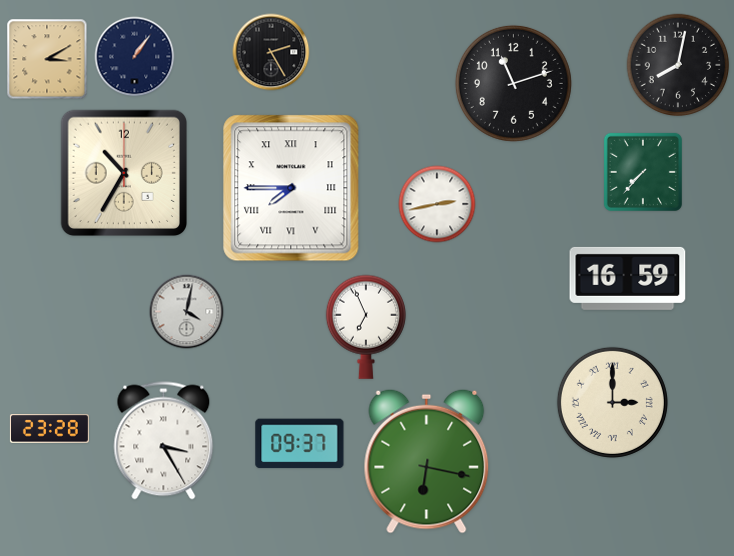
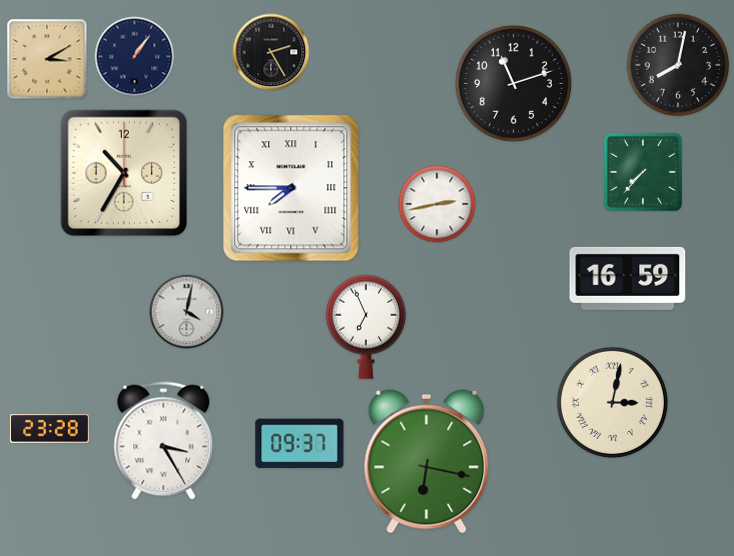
clock at (612, 402): 3:00 -> 3:02
